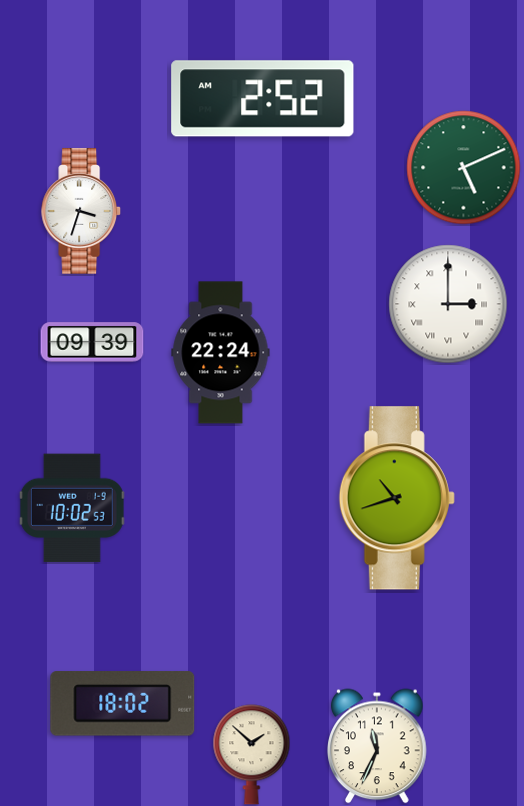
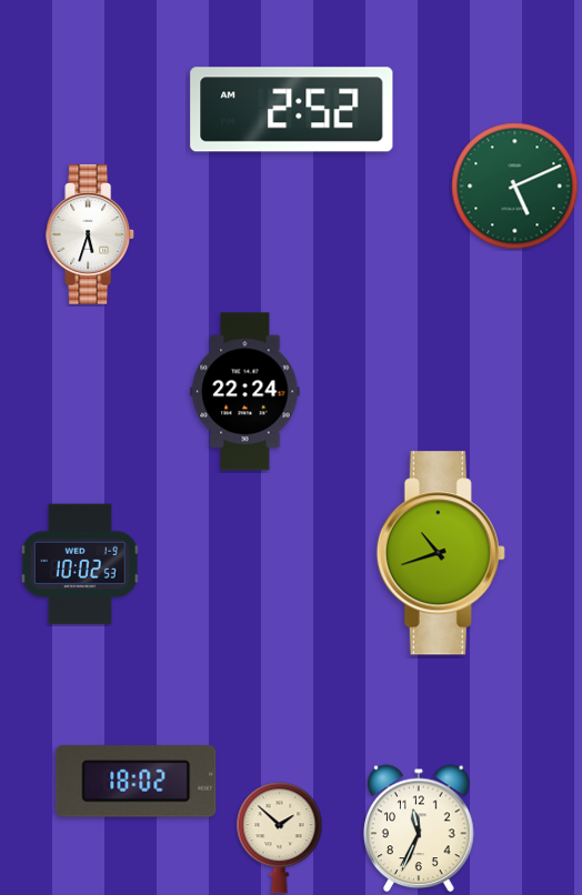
clock at (82, 211): 3:33 -> 5:33
clock at (448, 304): 3:00 -> none
clock at (92, 342): 09:39 -> none
